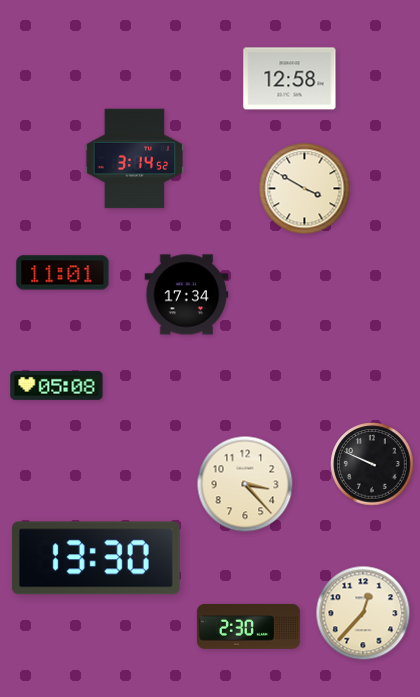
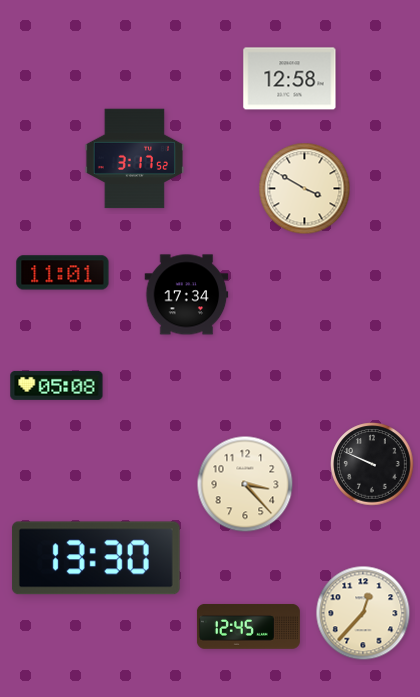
clock at (134, 159): 3:14 -> 3:17
clock at (248, 626): 2:30 -> 12:45
